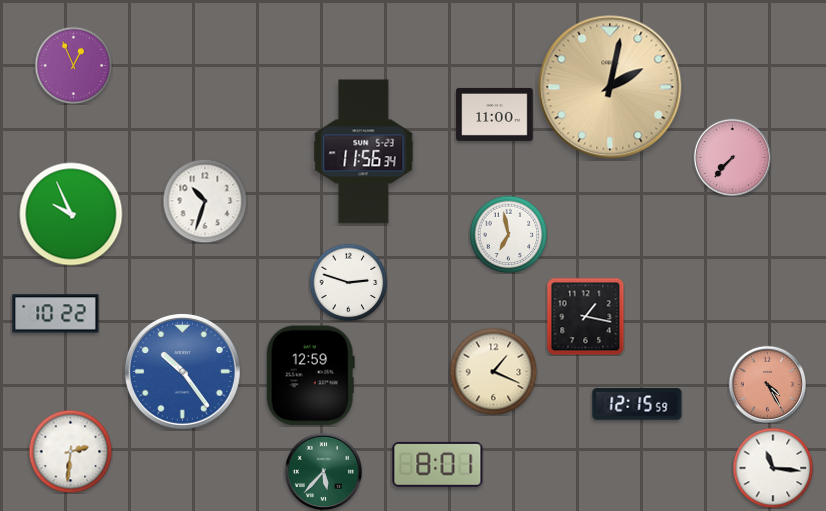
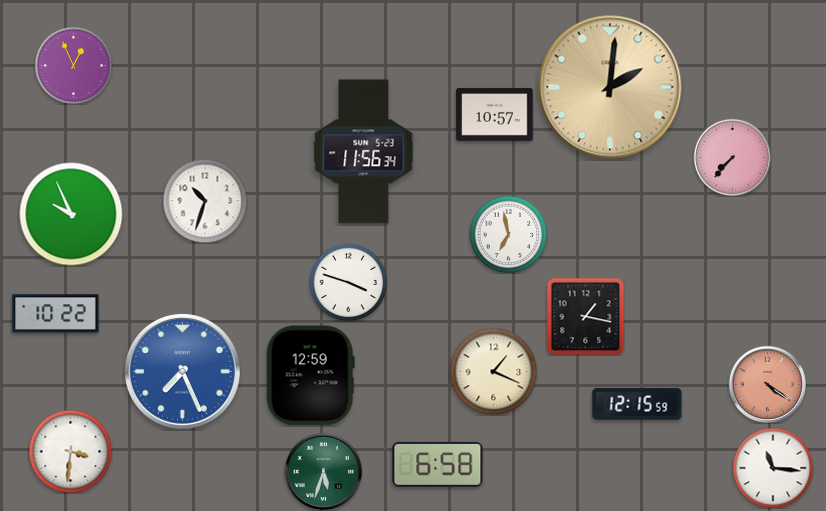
clock at (610, 87): 2:02 -> 2:01
clock at (495, 114): 11:00 -> 10:57
clock at (348, 282): 2:48 -> 3:48
clock at (182, 371): 10:24 -> 7:26
clock at (767, 384): 4:25 -> 4:21
clock at (70, 451): 2:31 -> 3:31
clock at (438, 464): 8:01 -> 6:58
clock at (323, 471): 5:37 -> 5:33
